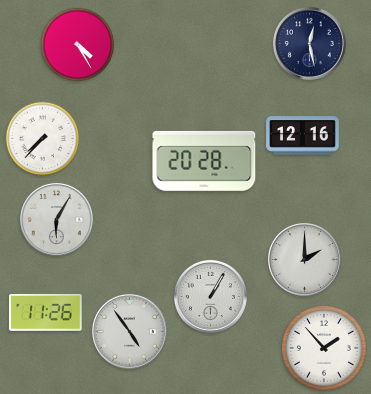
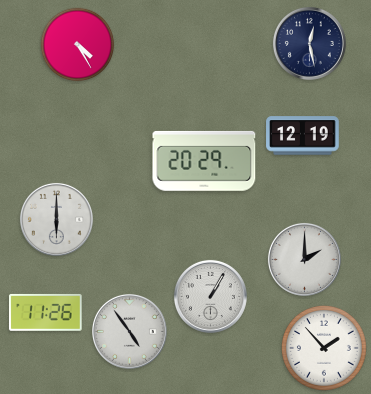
clock at (303, 136): 12:16 -> 12:19
clock at (43, 139): 7:37 -> none
clock at (204, 161): 20:28 -> 20:29
clock at (56, 219): 6:05 -> 6:00
